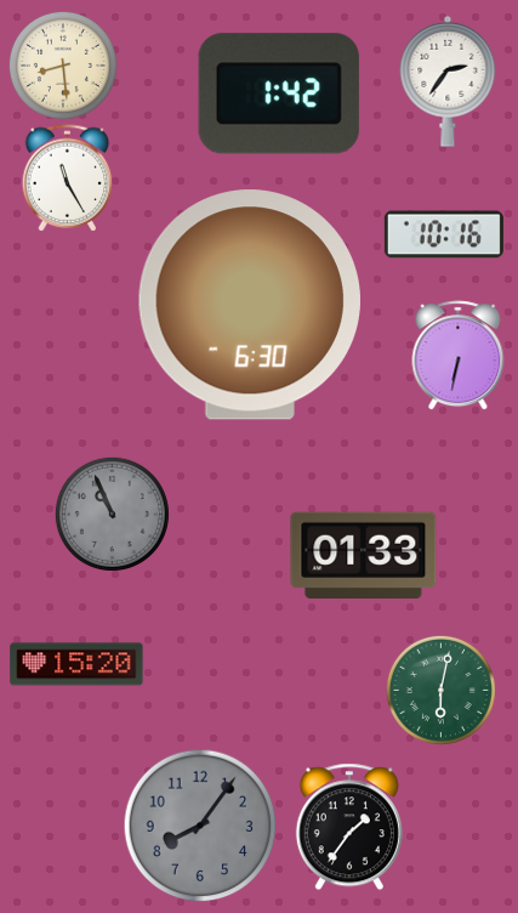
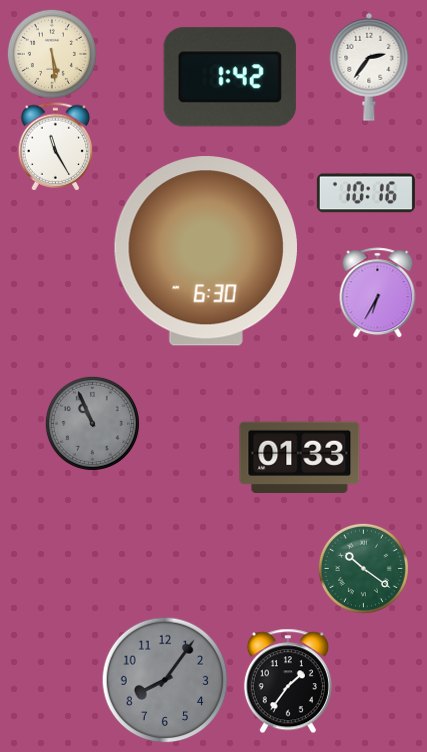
clock at (63, 66): 8:29 -> 5:29
clock at (459, 356): 6:32 -> 6:35
clock at (76, 664): 15:20 -> none
clock at (440, 690): 6:02 -> 10:21
